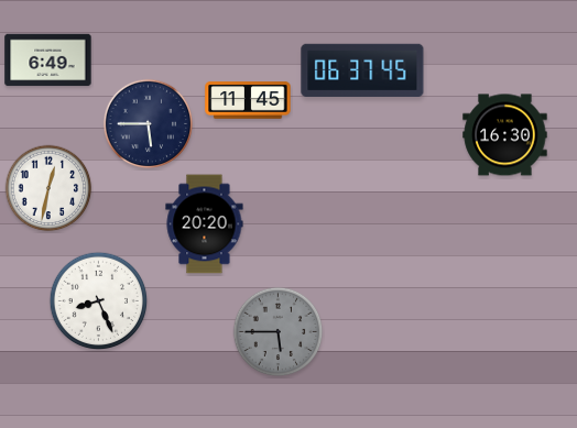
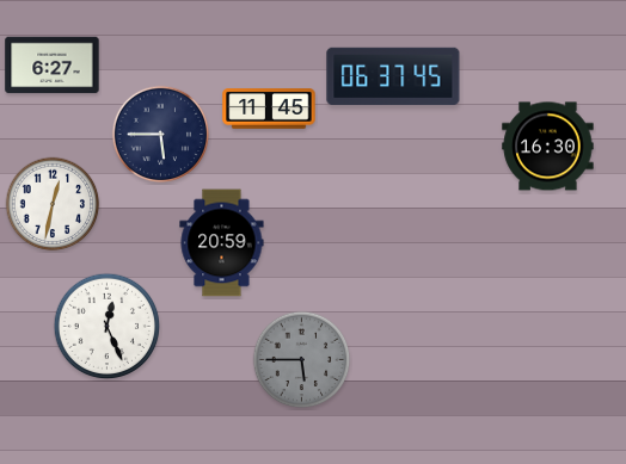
clock at (48, 61): 6:49 -> 6:27
clock at (205, 224): 20:20 -> 20:59
clock at (99, 301): 8:26 -> 12:26
